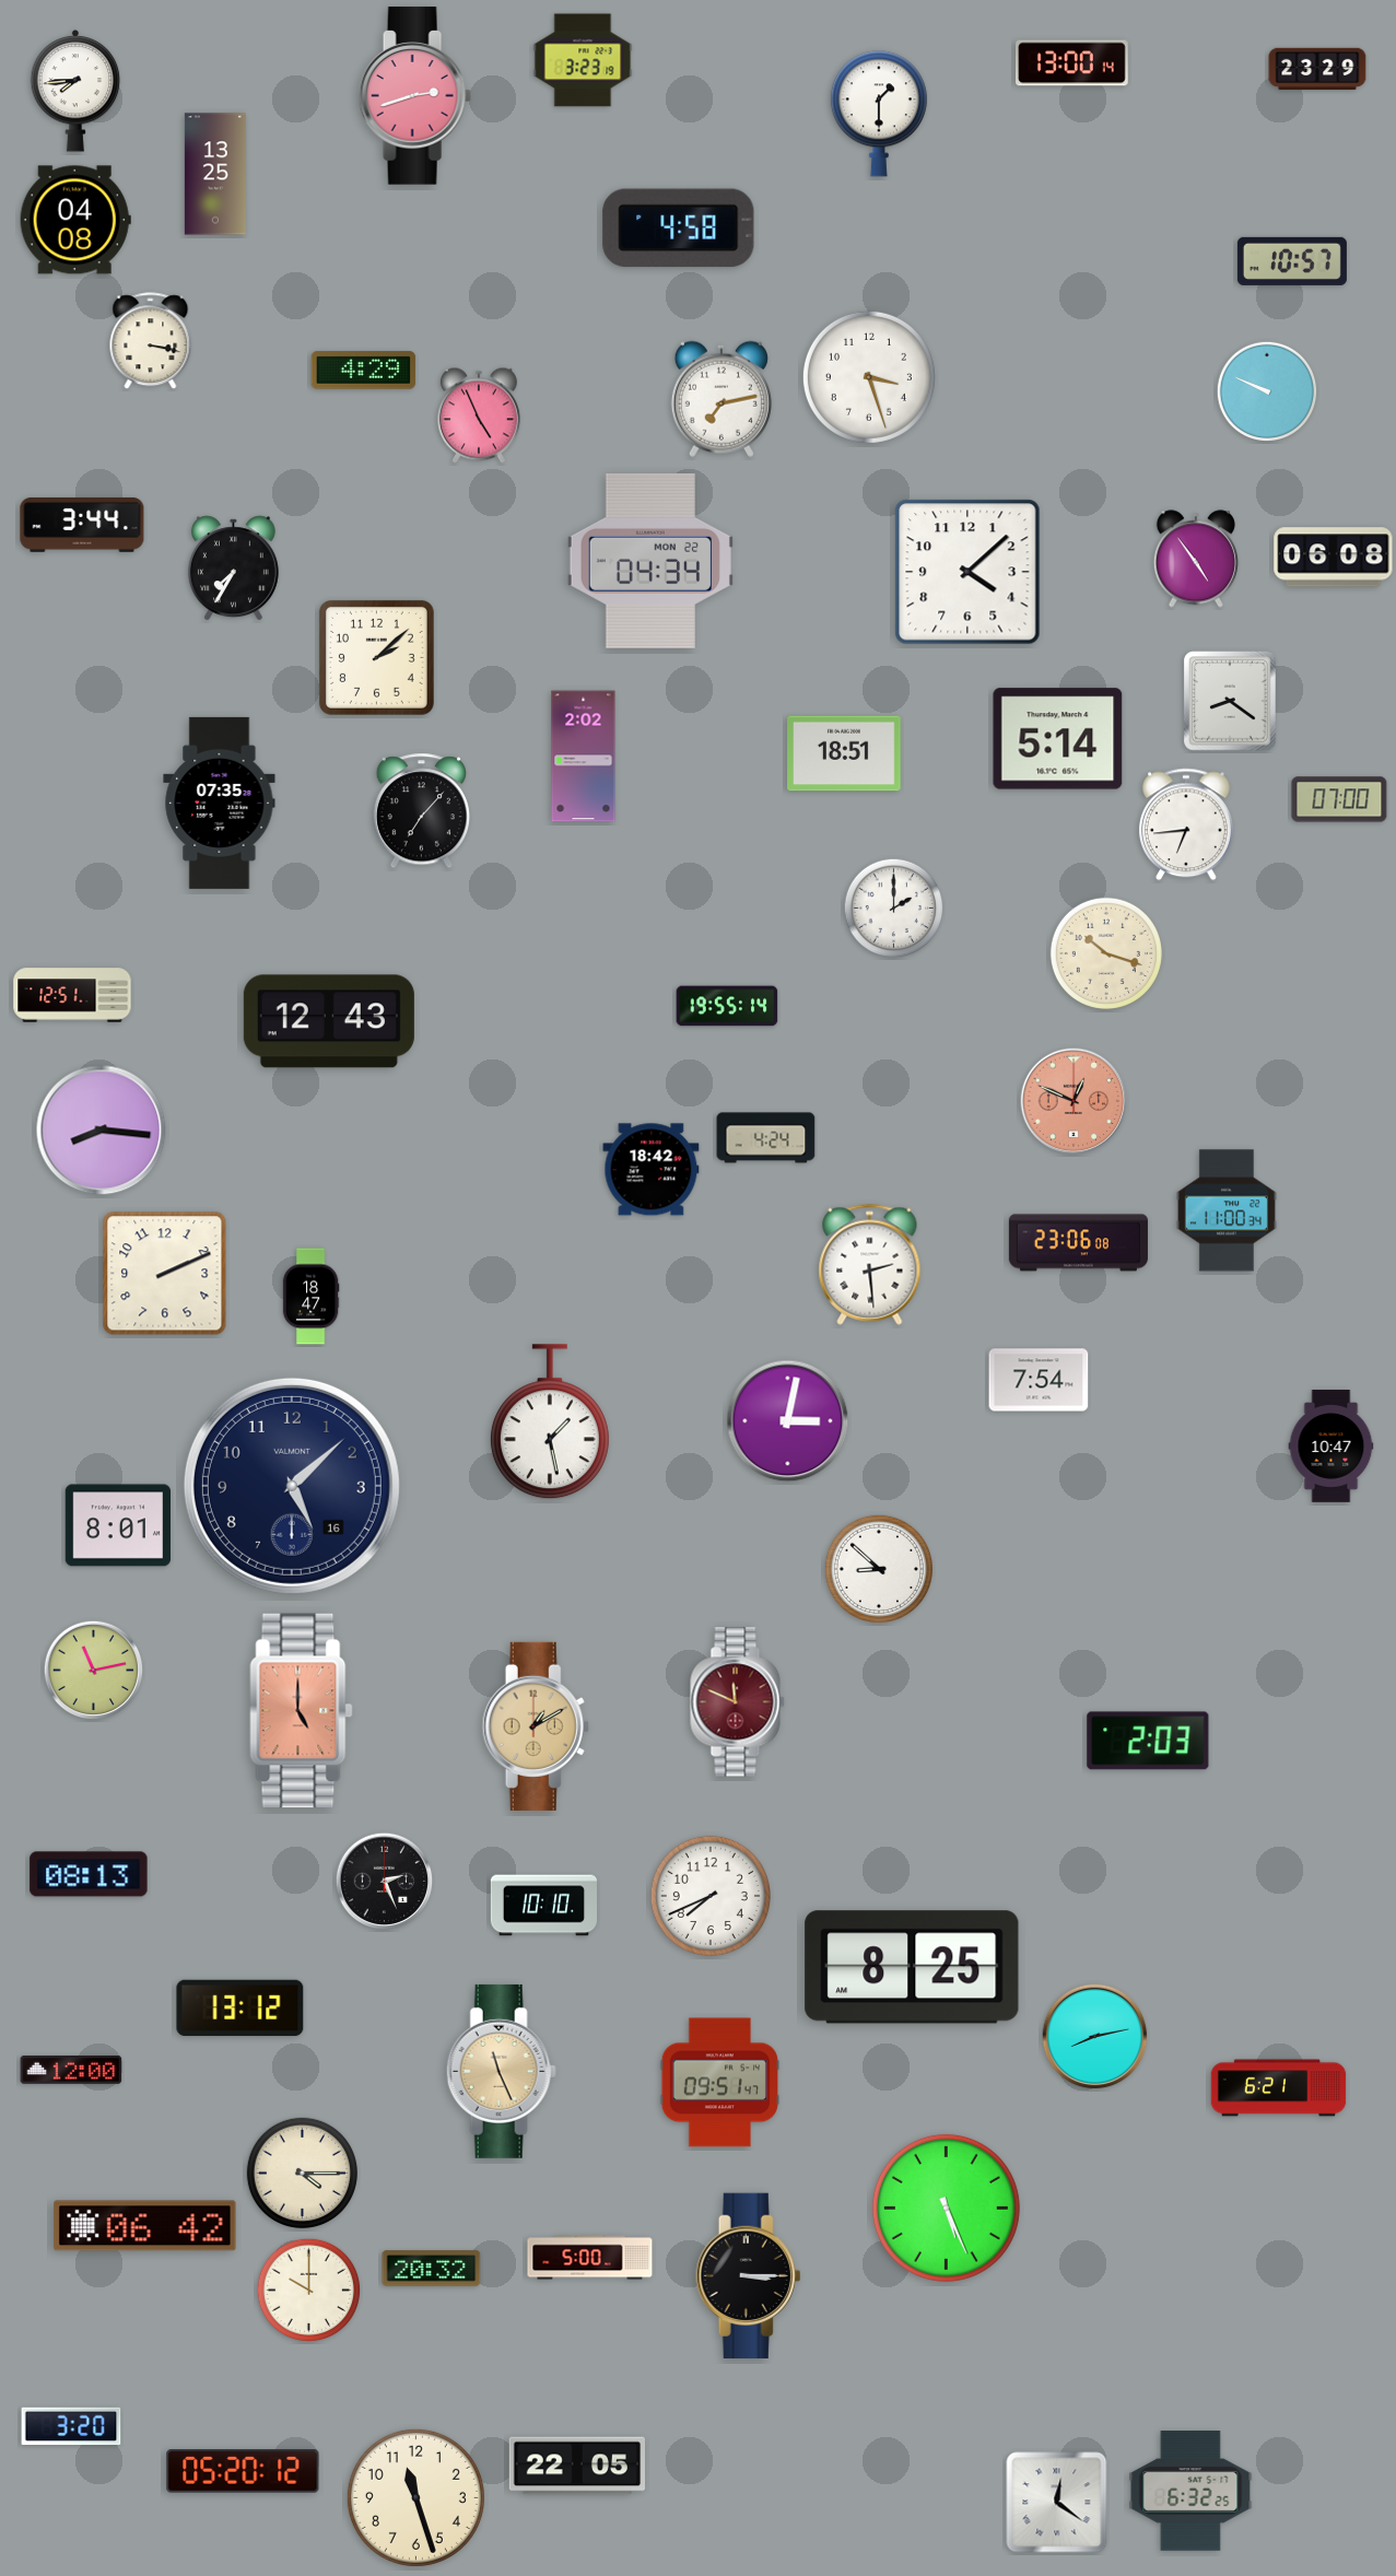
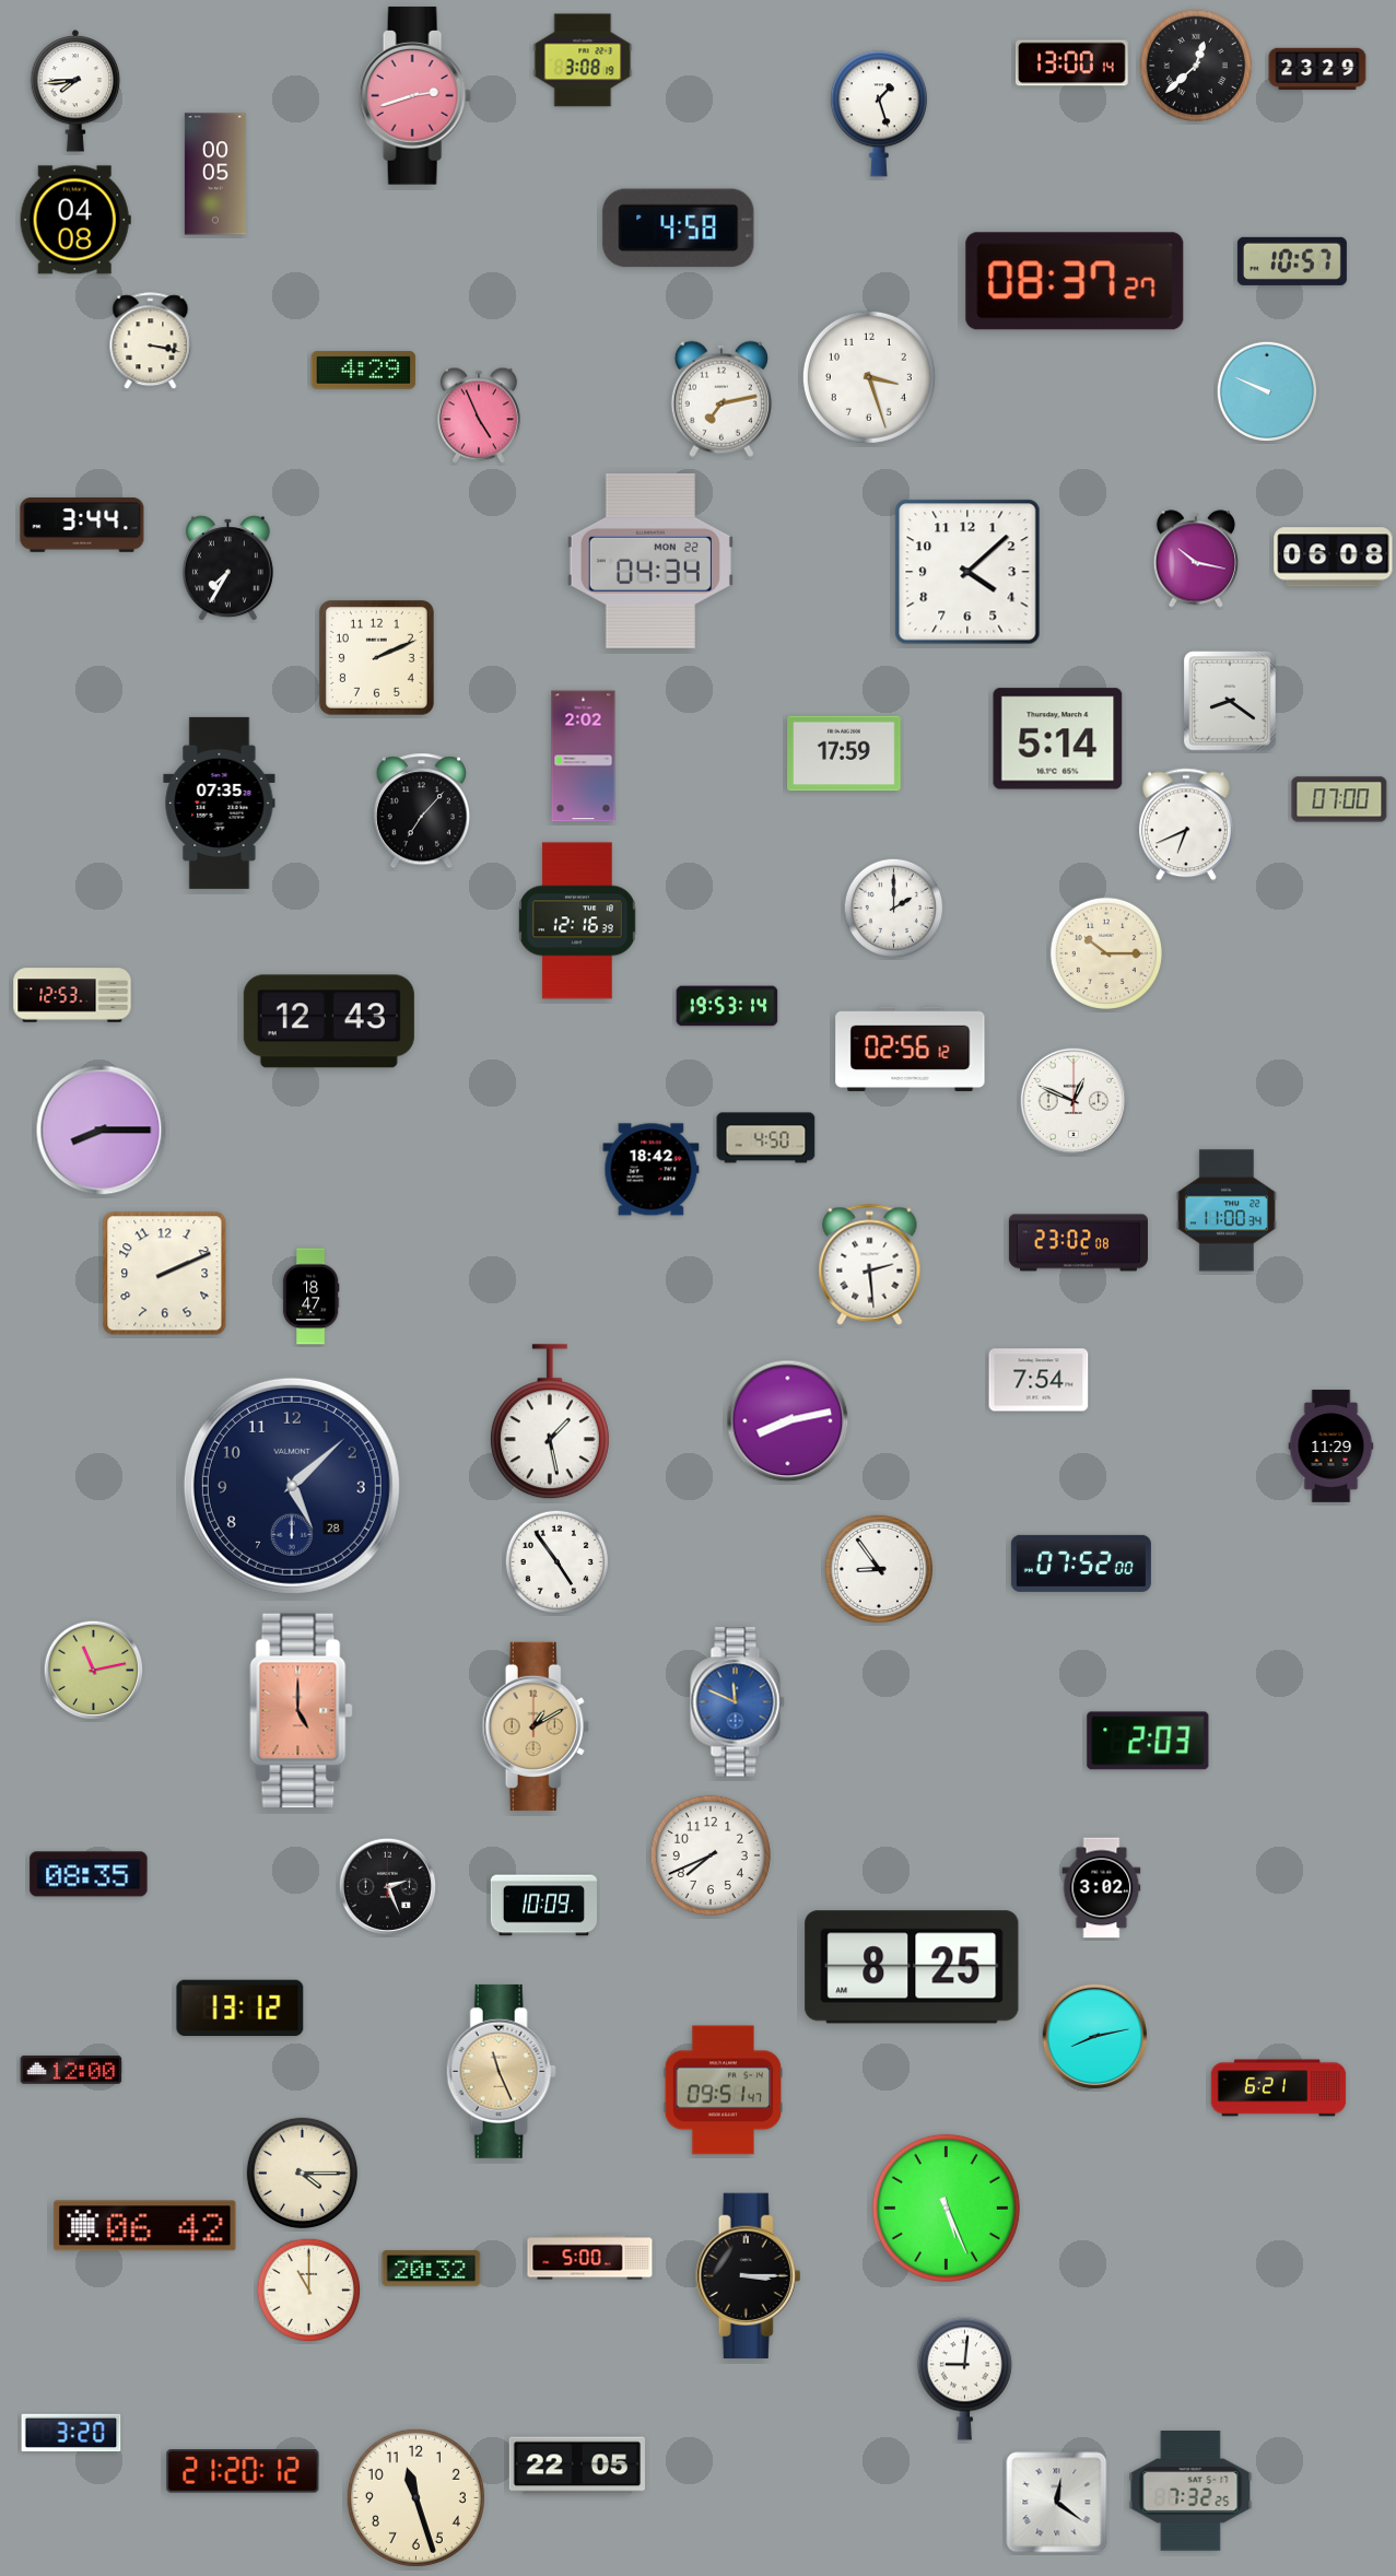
clock at (583, 60): 3:23 -> 3:08
clock at (1196, 66): none -> 12:38
clock at (879, 114): 1:30 -> 1:27
clock at (215, 174): 13:25 -> 00:05
clock at (1075, 281): none -> 08:37
clock at (1196, 559): 4:54 -> 10:17
clock at (233, 567) position: (233, 567) -> (227, 567)
clock at (376, 657): 2:08 -> 2:11
clock at (844, 753): 18:51 -> 17:59
clock at (1186, 824): 6:44 -> 6:41
clock at (578, 921): none -> 12:16
clock at (1106, 953): 10:18 -> 10:15
clock at (72, 995): 12:51 -> 12:53
clock at (727, 1006): 19:55 -> 19:53
clock at (911, 1049): none -> 02:56
clock at (1074, 1101) dial: salmon -> white
clock at (102, 1131): 8:16 -> 8:15
clock at (766, 1138): 4:24 -> 4:50
clock at (1078, 1243): 23:06 -> 23:02
clock at (788, 1421): 3:02 -> 8:13
clock at (1332, 1447): 10:47 -> 11:29
clock at (292, 1486) date: 16 -> 28
clock at (117, 1525): 8:01 -> none
clock at (558, 1562): none -> 4:54
clock at (1081, 1564): none -> 07:52
clock at (878, 1568): 8:52 -> 8:54
clock at (738, 1702) dial: burgundy -> blue
clock at (89, 1874): 08:13 -> 08:35
clock at (385, 1882) position: (385, 1882) -> (388, 1887)
clock at (1102, 1888): none -> 3:02
clock at (711, 1896) position: (711, 1896) -> (711, 1855)
clock at (543, 1906): 10:10 -> 10:09
clock at (719, 2083) position: (719, 2083) -> (723, 2091)
clock at (309, 2291): 10:00 -> 11:00
clock at (964, 2378): none -> 9:01
clock at (71, 2426) position: (71, 2426) -> (71, 2433)
clock at (243, 2471): 05:20 -> 21:20
clock at (1190, 2491): 6:32 -> 7:32
